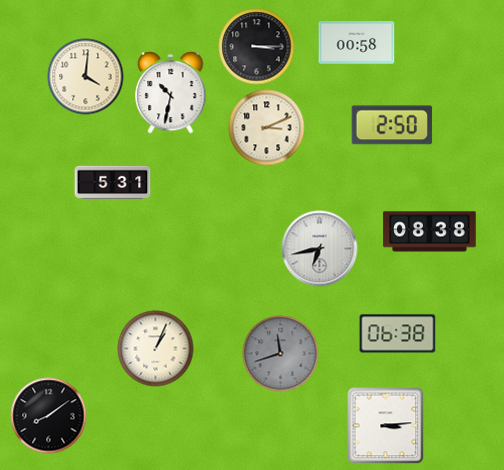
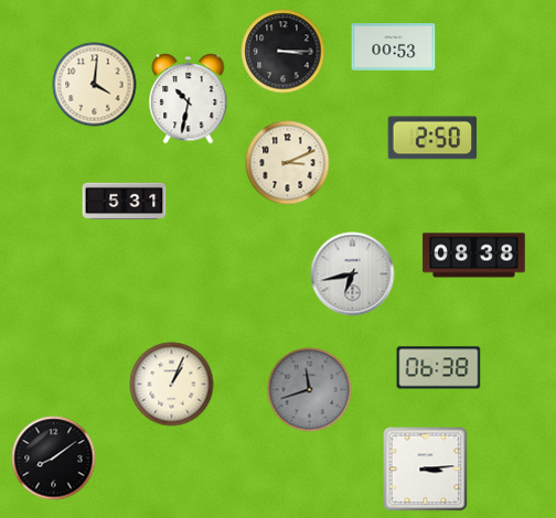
clock at (357, 43): 00:58 -> 00:53
clock at (171, 93) position: (171, 93) -> (189, 99)
clock at (267, 128) position: (267, 128) -> (288, 163)
